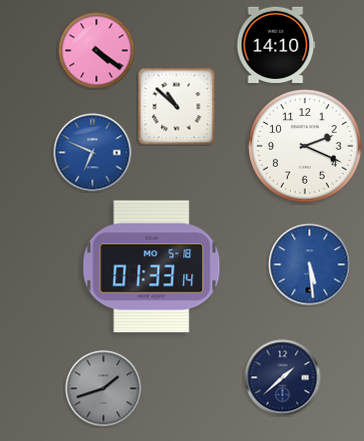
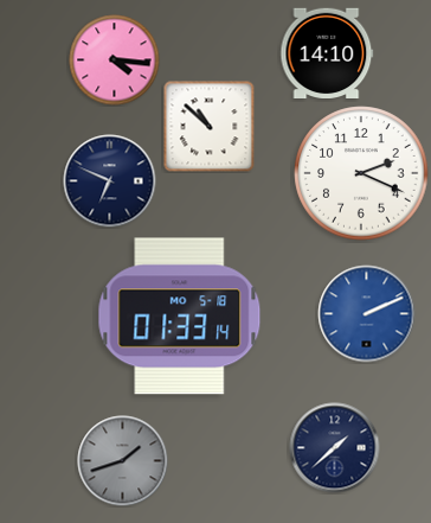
clock at (97, 51): 4:21 -> 4:16
clock at (93, 153) dial: blue -> navy
clock at (310, 265): 5:29 -> 2:11
